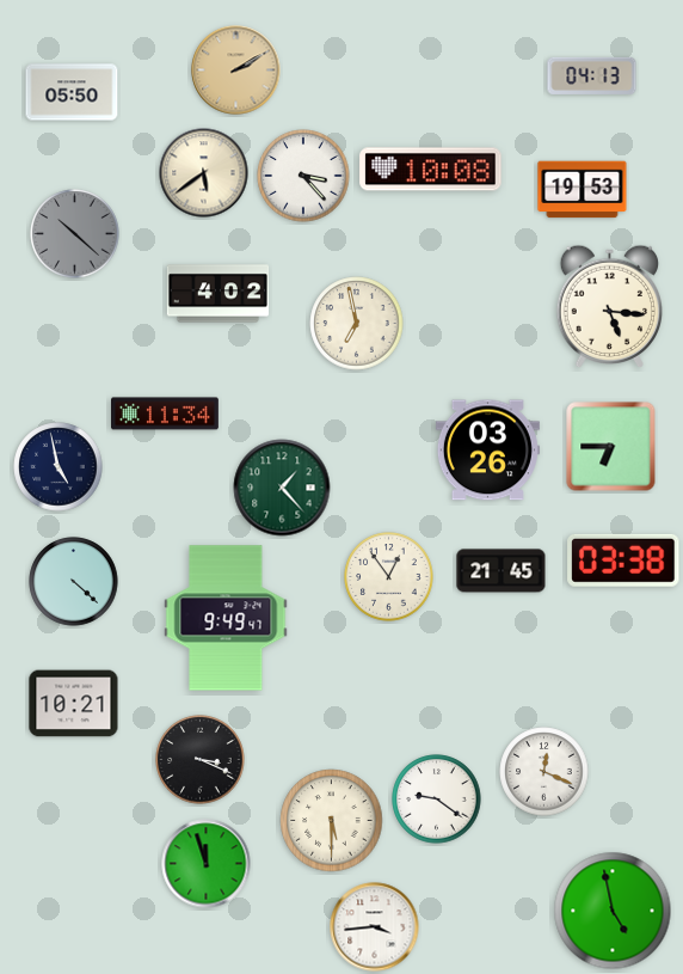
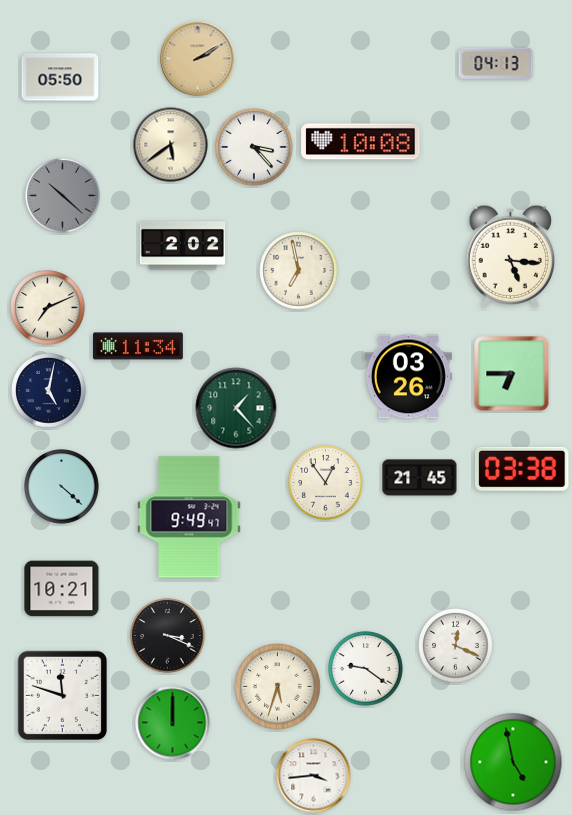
clock at (583, 190): 19:53 -> none
clock at (219, 294): 4:02 -> 2:02
clock at (48, 308): none -> 7:11
clock at (59, 467): 4:58 -> 5:02
clock at (332, 821): 5:30 -> 5:33
clock at (63, 696): none -> 11:48
clock at (207, 864): 11:57 -> 12:00
